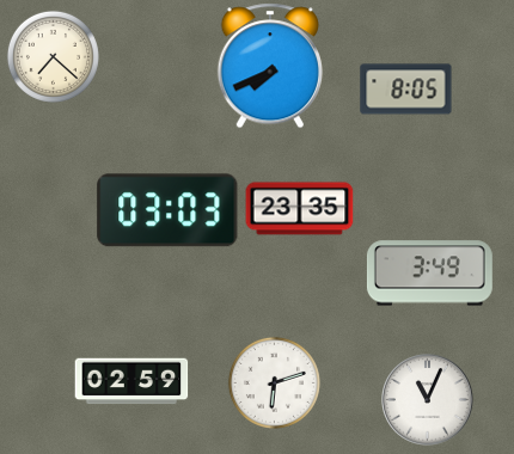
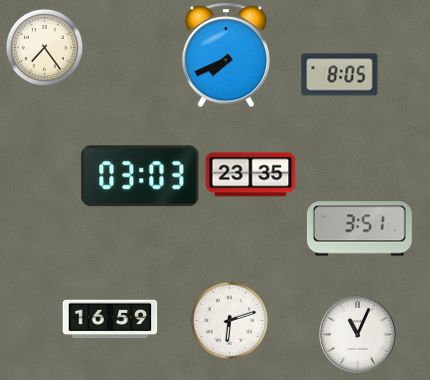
clock at (53, 56): 7:22 -> 7:24
clock at (429, 274): 3:49 -> 3:51
clock at (131, 381): 02:59 -> 16:59
